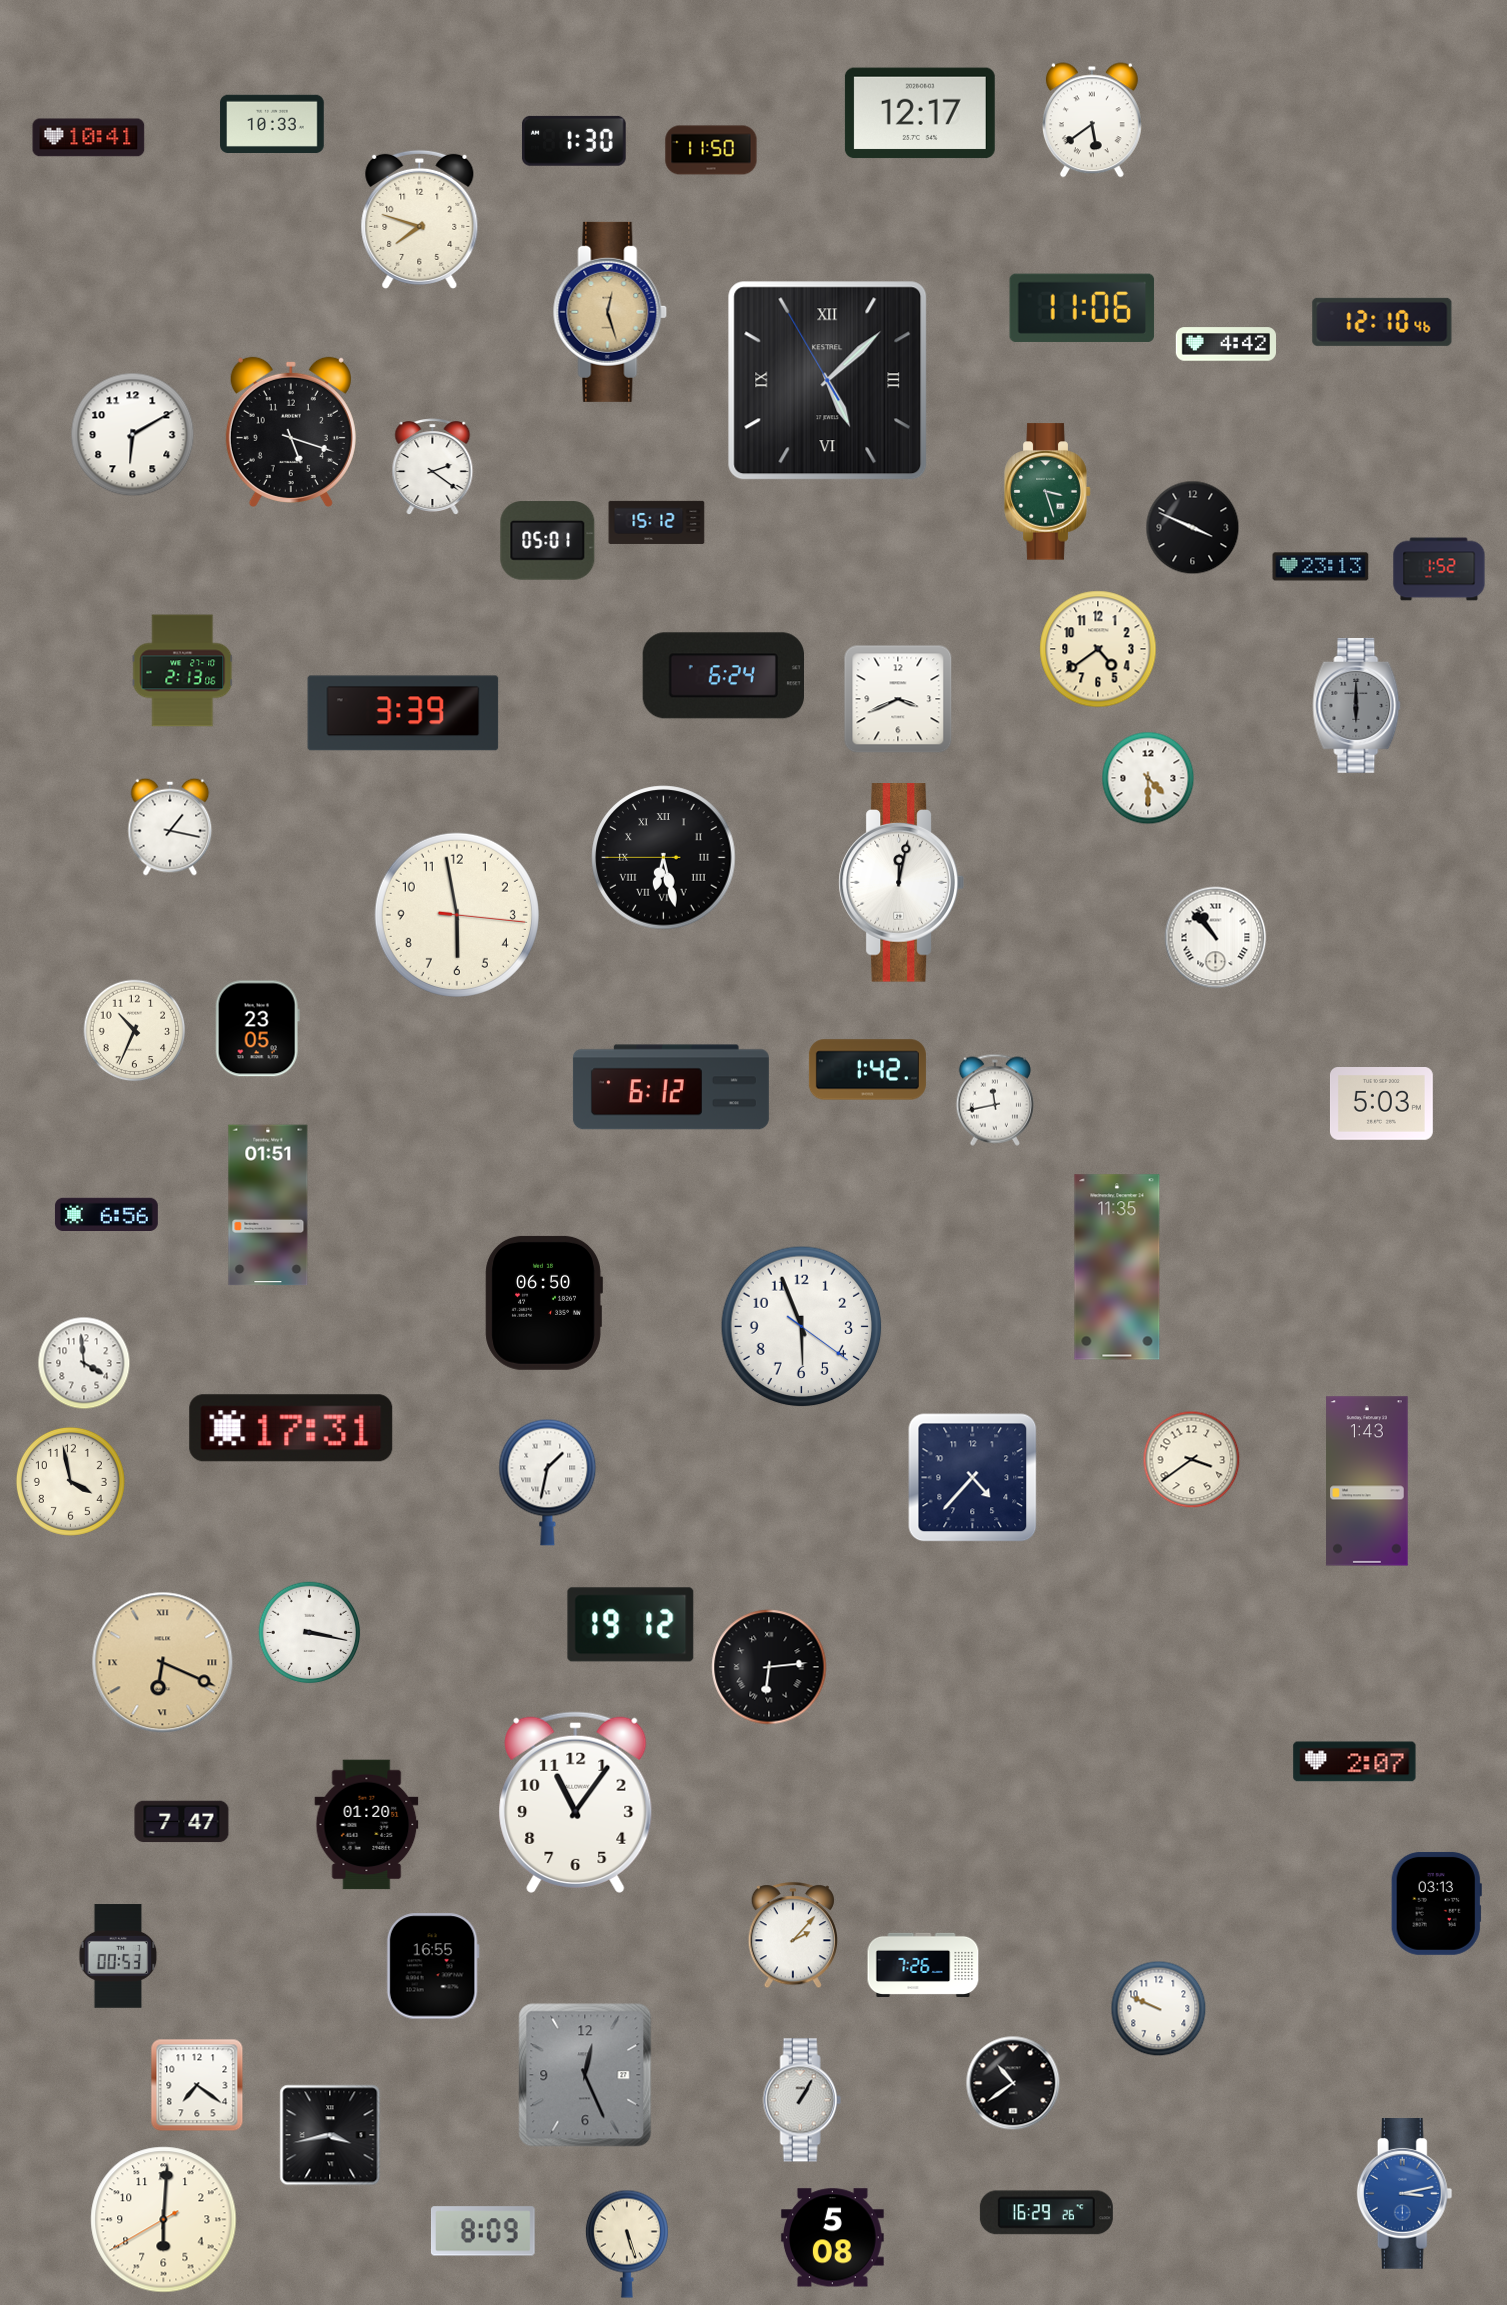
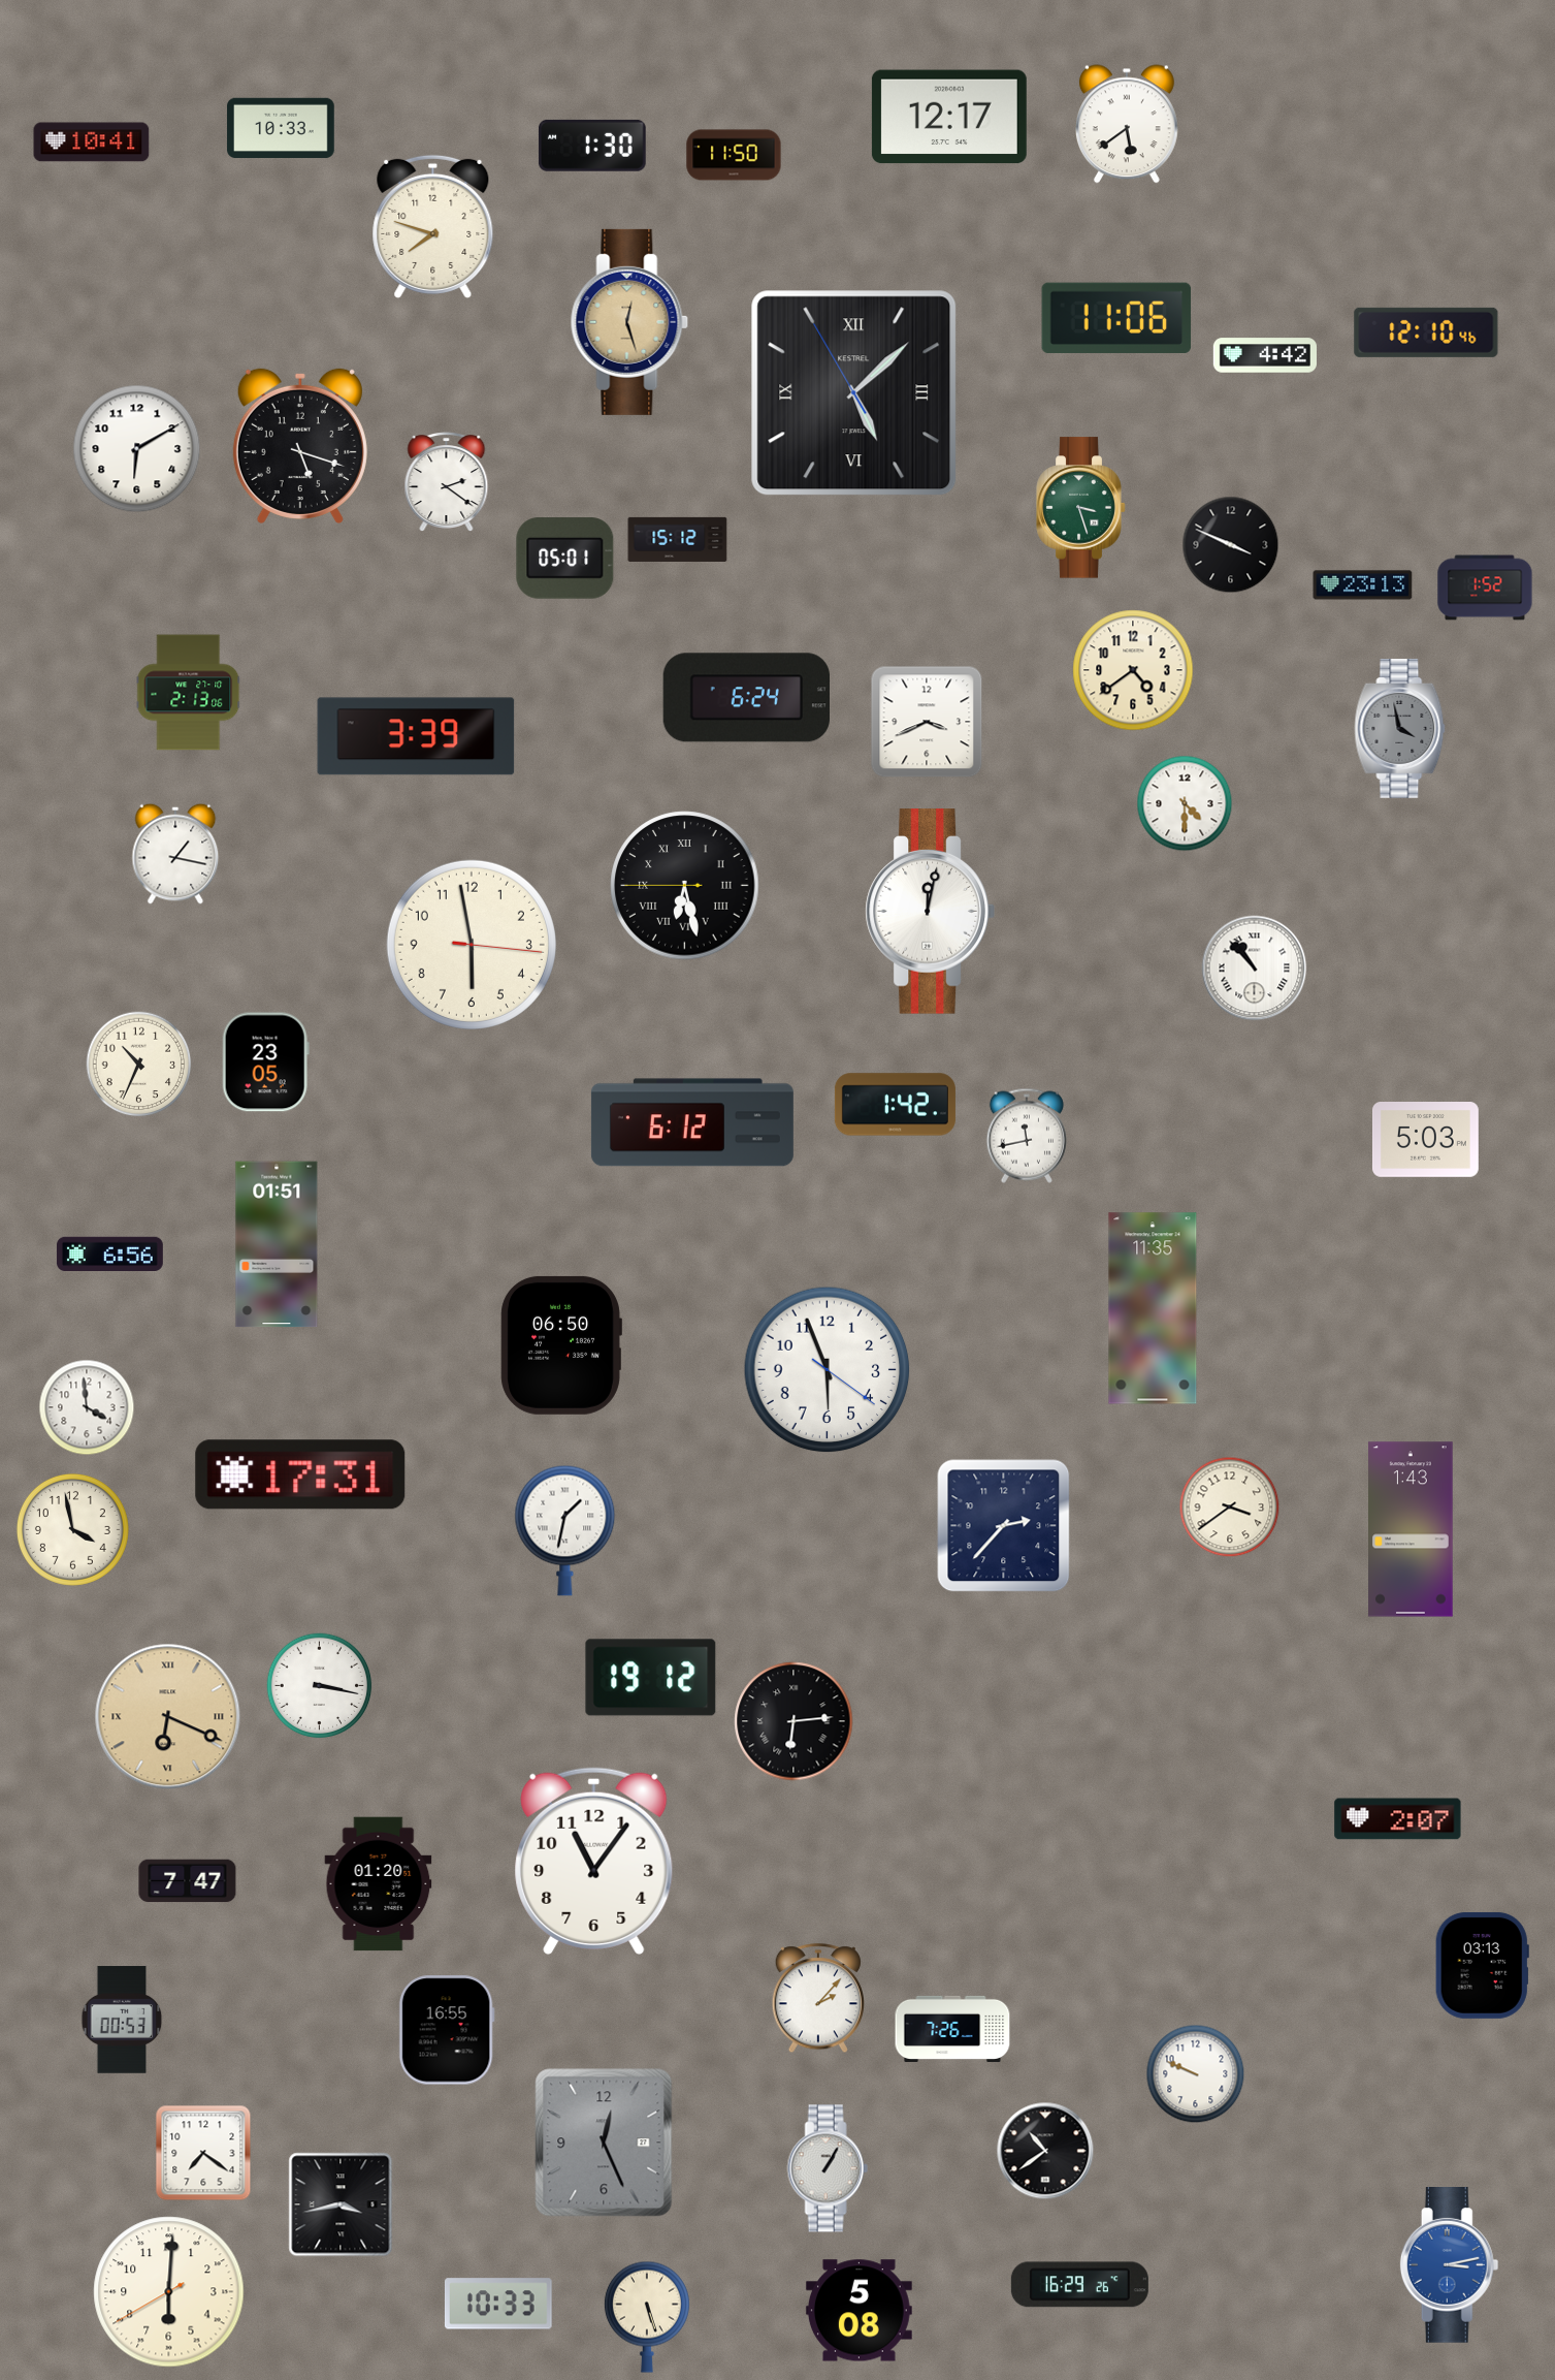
clock at (1357, 706): 6:00 -> 3:58
clock at (973, 1478): 4:37 -> 2:37
clock at (483, 2231): 8:09 -> 10:33
